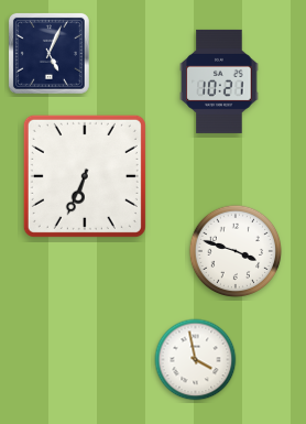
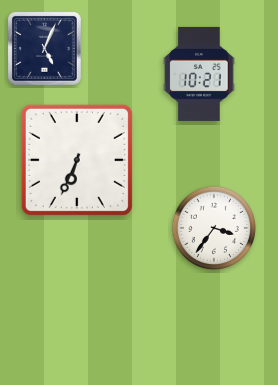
clock at (236, 251): 3:48 -> 3:36
clock at (196, 360): 3:58 -> none
